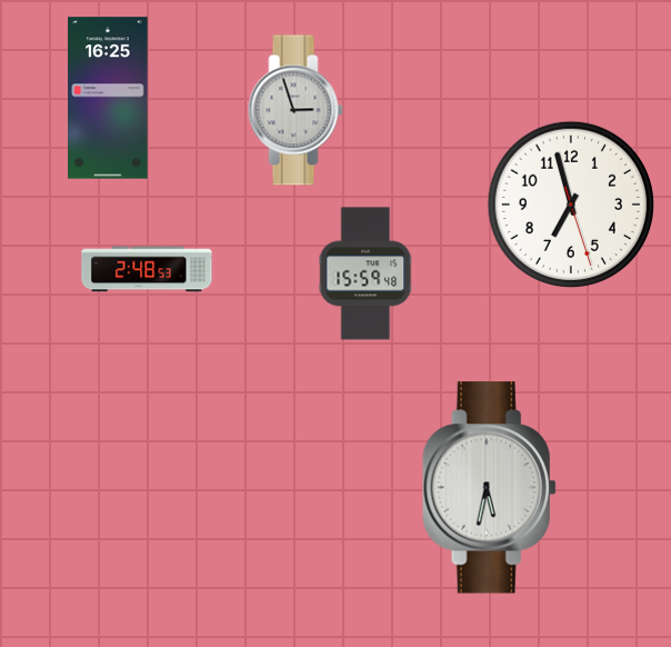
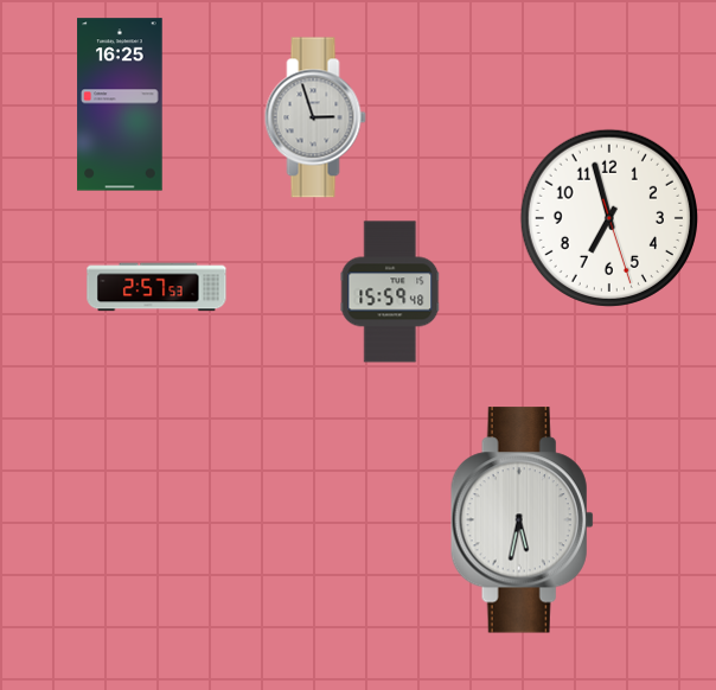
clock at (108, 98) position: (108, 98) -> (120, 104)
clock at (147, 269): 2:48 -> 2:57
